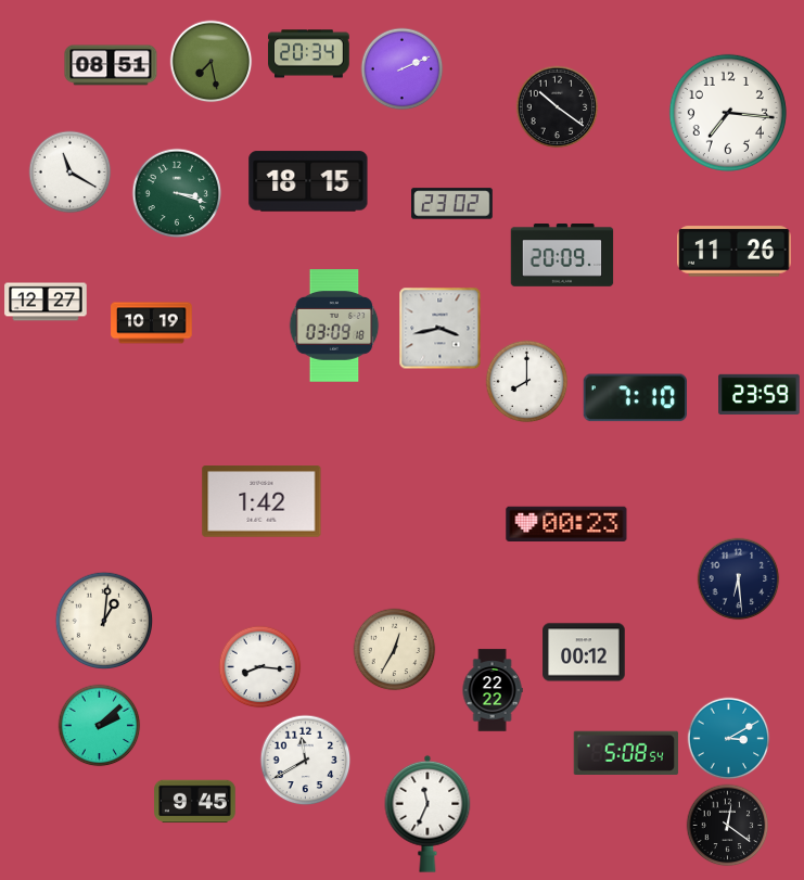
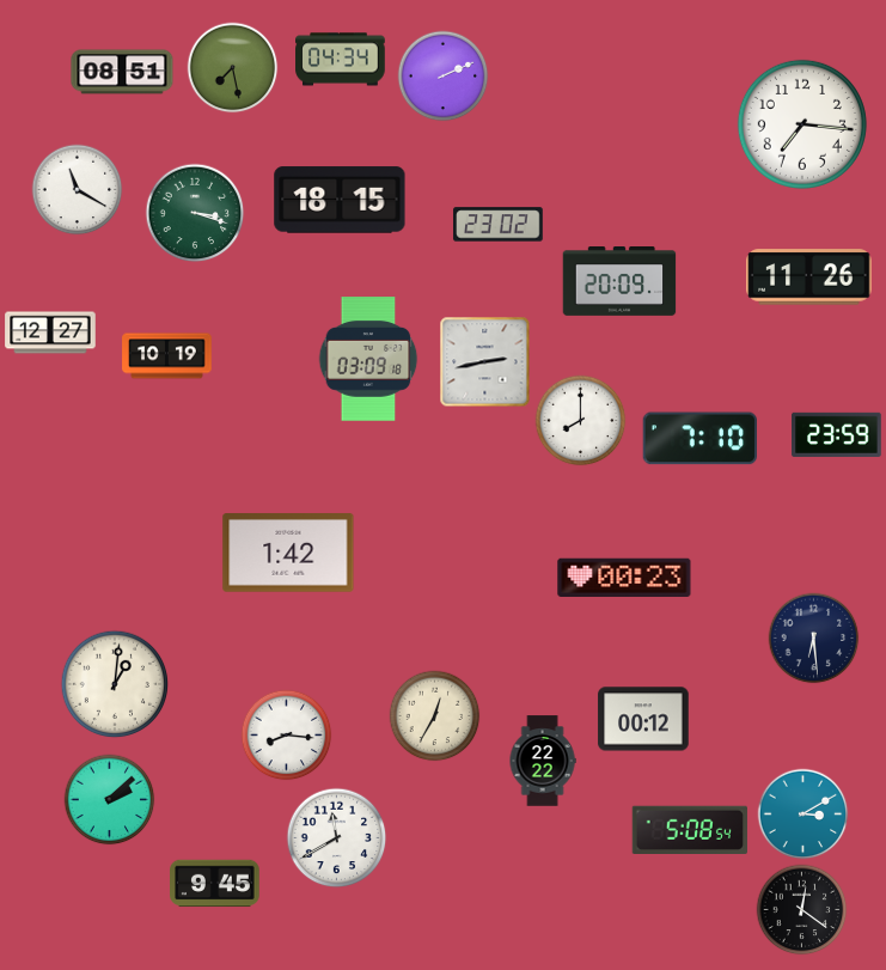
clock at (309, 54): 20:34 -> 04:34
clock at (558, 107): 10:21 -> none
clock at (441, 329): 3:43 -> 2:43
clock at (427, 814): 11:34 -> none
